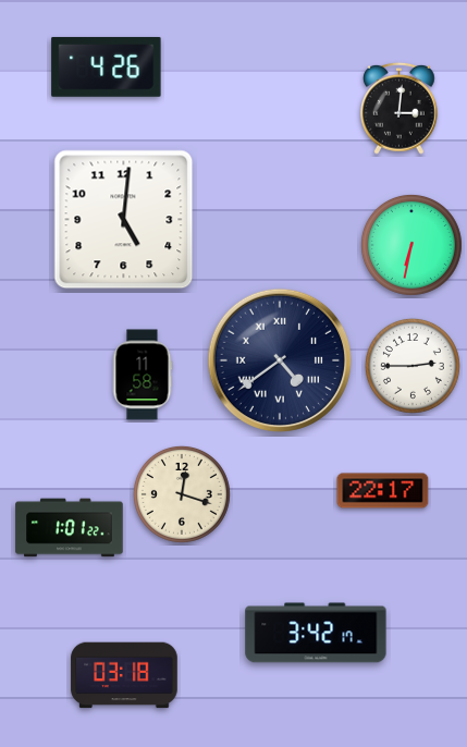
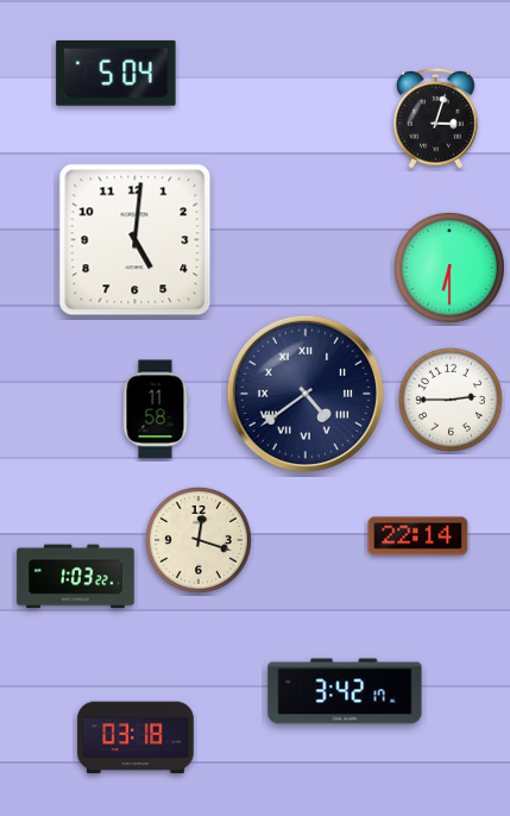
clock at (107, 66): 4:26 -> 5:04
clock at (400, 108): 3:01 -> 3:03
clock at (411, 245): 6:32 -> 6:30
clock at (383, 491): 22:17 -> 22:14
clock at (70, 528): 1:01 -> 1:03
